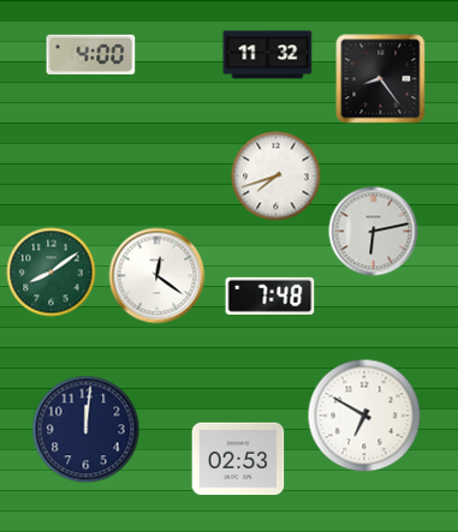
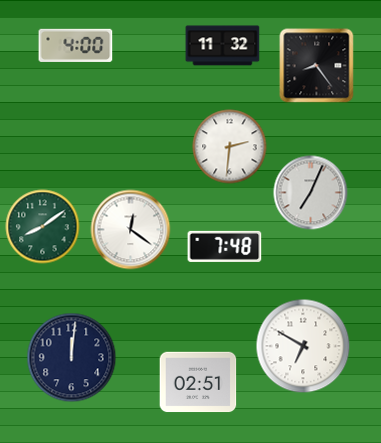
clock at (276, 177): 7:42 -> 2:31
clock at (374, 232): 6:13 -> 7:04
clock at (238, 459): 02:53 -> 02:51
